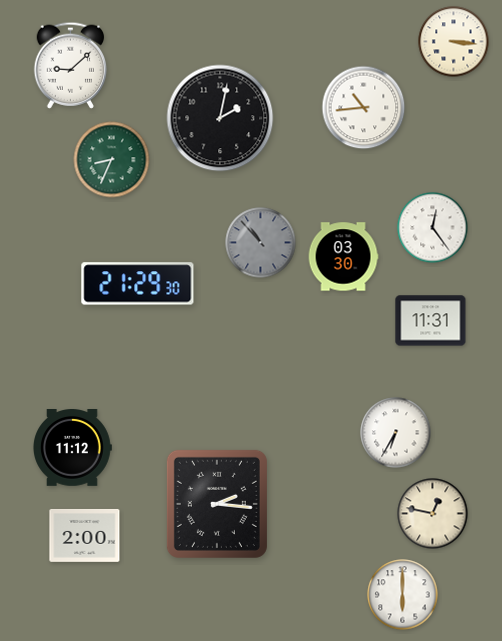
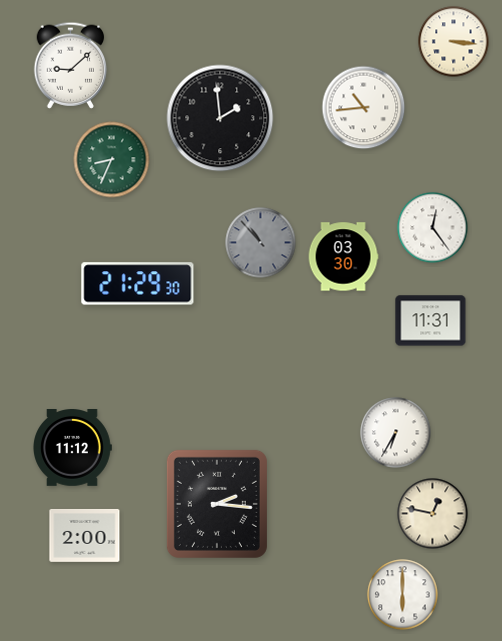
clock at (220, 118): 2:02 -> 1:59
